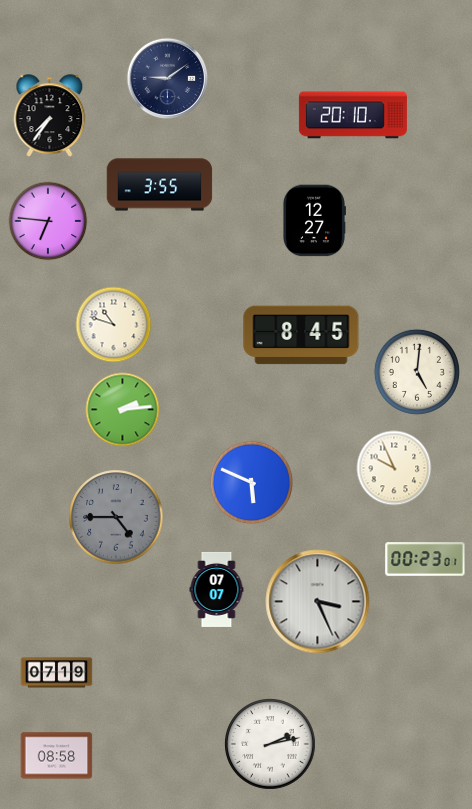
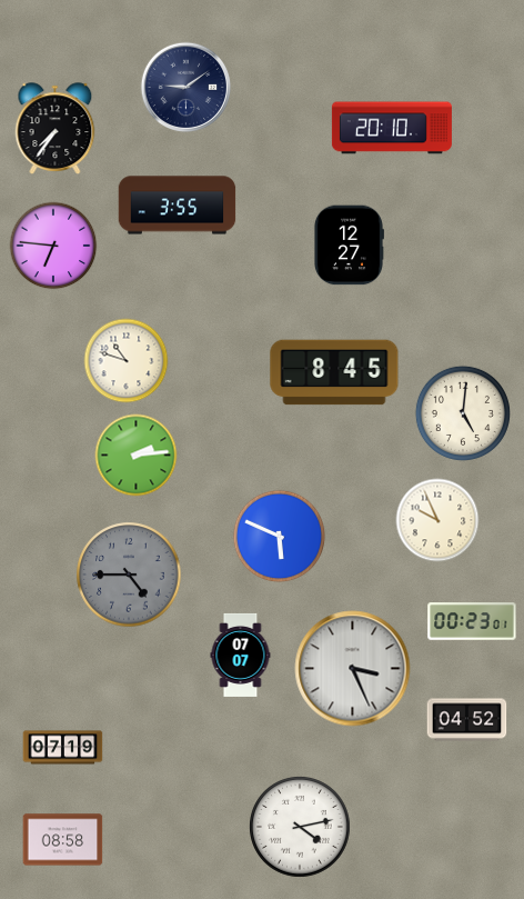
clock at (467, 720): none -> 04:52
clock at (271, 745): 2:13 -> 4:13
